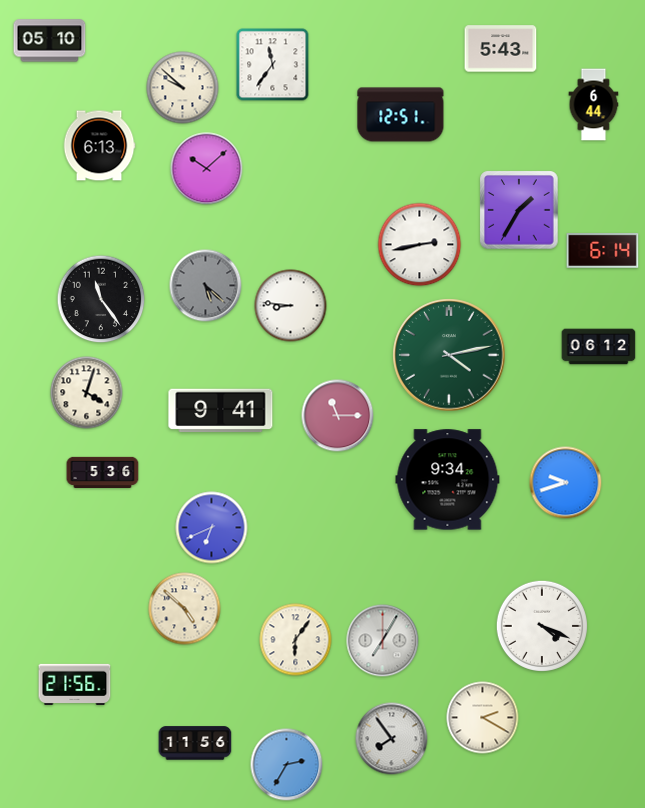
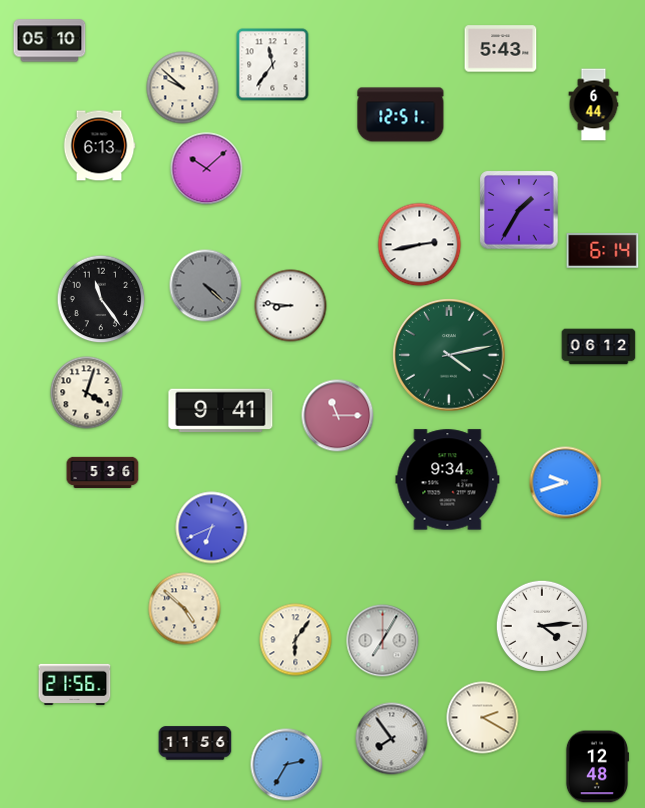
clock at (206, 286): 5:22 -> 4:22
clock at (541, 625): 4:19 -> 4:14
clock at (596, 767): none -> 12:48
